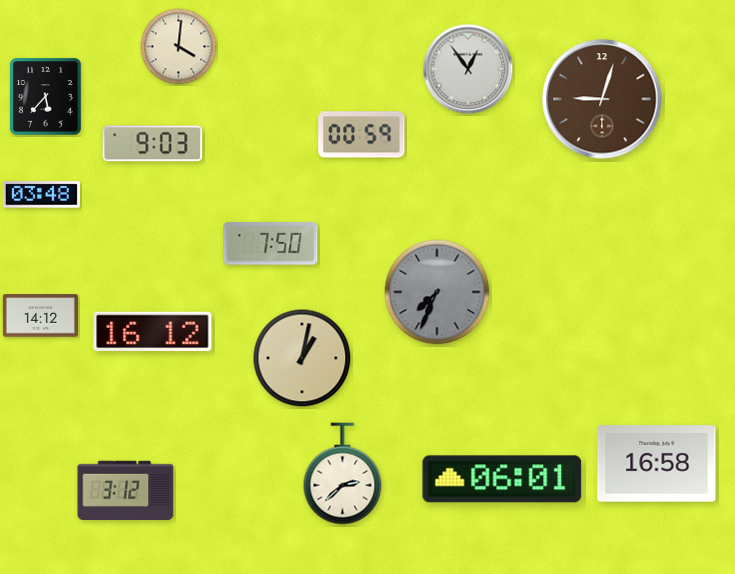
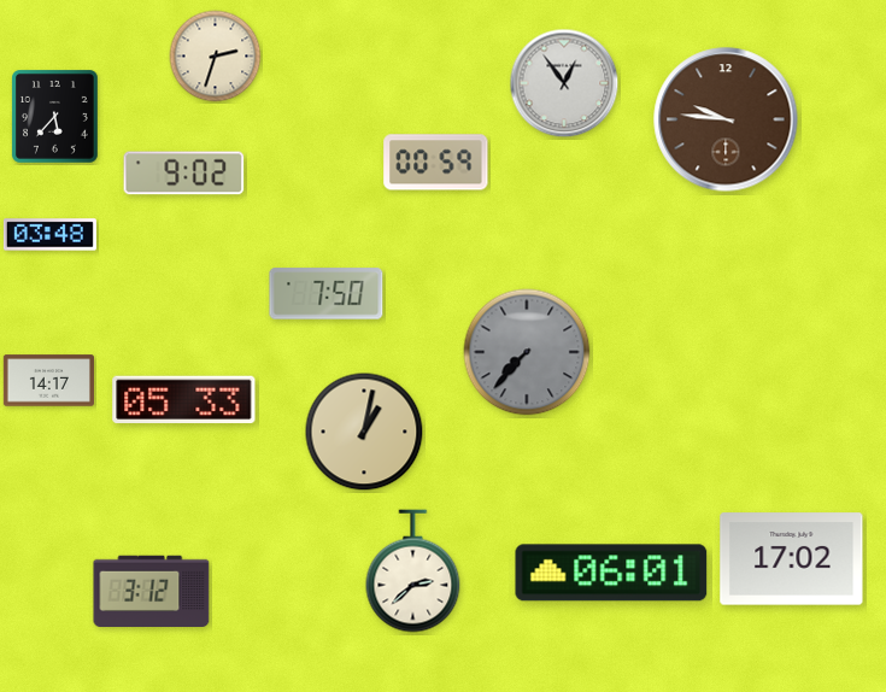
clock at (179, 47): 4:01 -> 2:33
clock at (602, 99): 9:03 -> 9:46
clock at (153, 144): 9:03 -> 9:02
clock at (437, 292): 7:34 -> 7:37
clock at (40, 316): 14:12 -> 14:17
clock at (153, 332): 16:12 -> 05:33
clock at (657, 464): 16:58 -> 17:02
clock at (502, 479) position: (502, 479) -> (611, 573)
